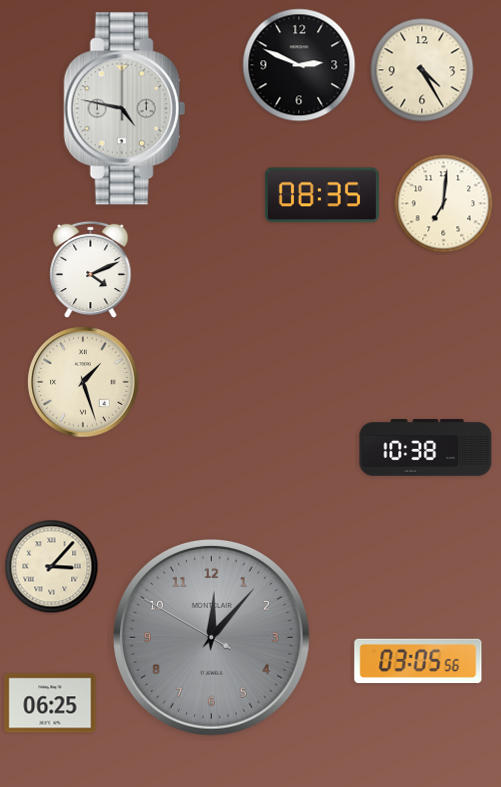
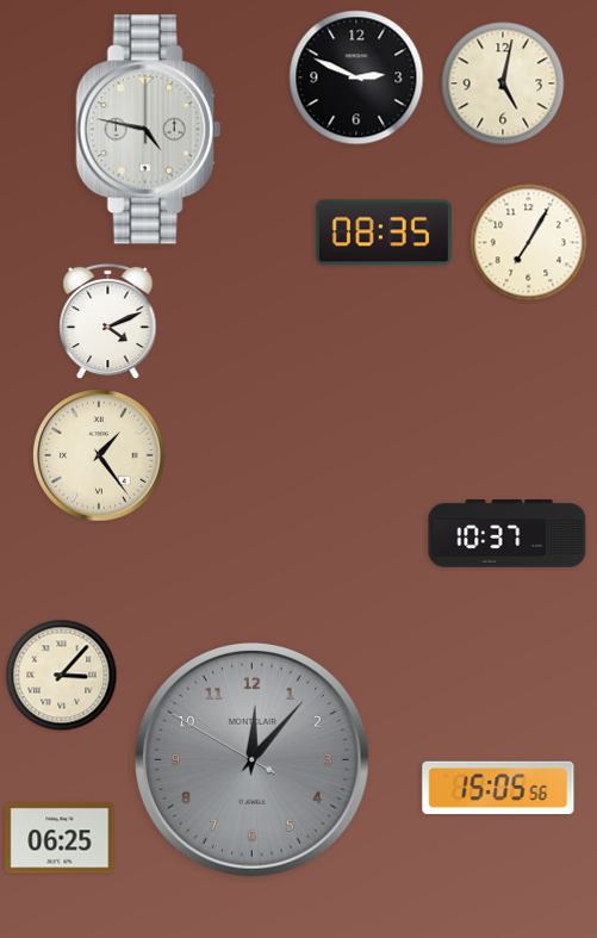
clock at (422, 70): 4:25 -> 5:02
clock at (444, 204): 7:01 -> 7:05
clock at (83, 382): 1:27 -> 1:24
clock at (426, 448): 10:38 -> 10:37
clock at (418, 661): 03:05 -> 15:05
